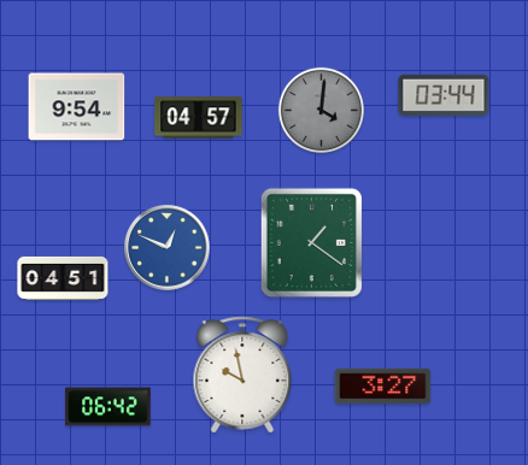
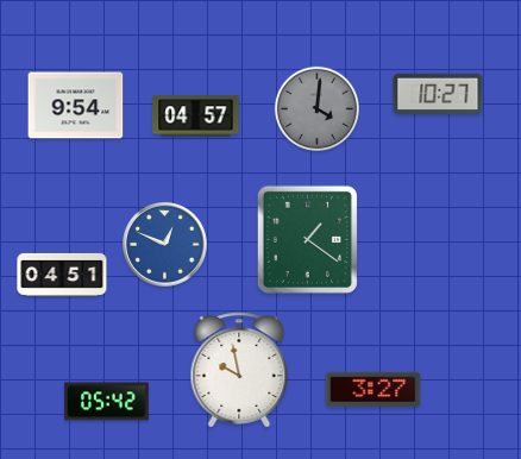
clock at (444, 94): 03:44 -> 10:27
clock at (383, 387) position: (383, 387) -> (374, 390)
clock at (108, 407): 06:42 -> 05:42
